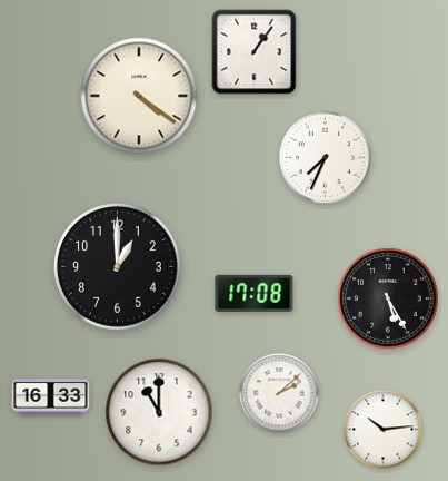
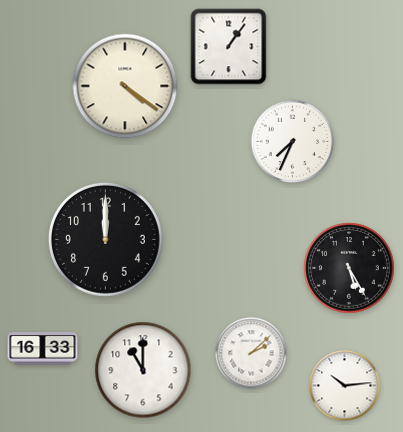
clock at (118, 267): 1:00 -> 12:00
clock at (255, 293): 17:08 -> none
clock at (51, 397) position: (51, 397) -> (43, 349)
